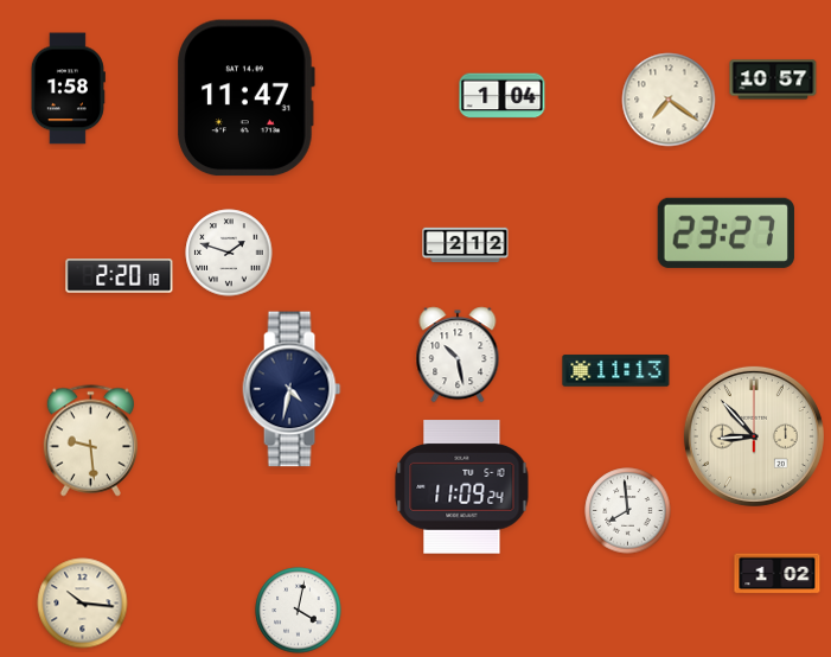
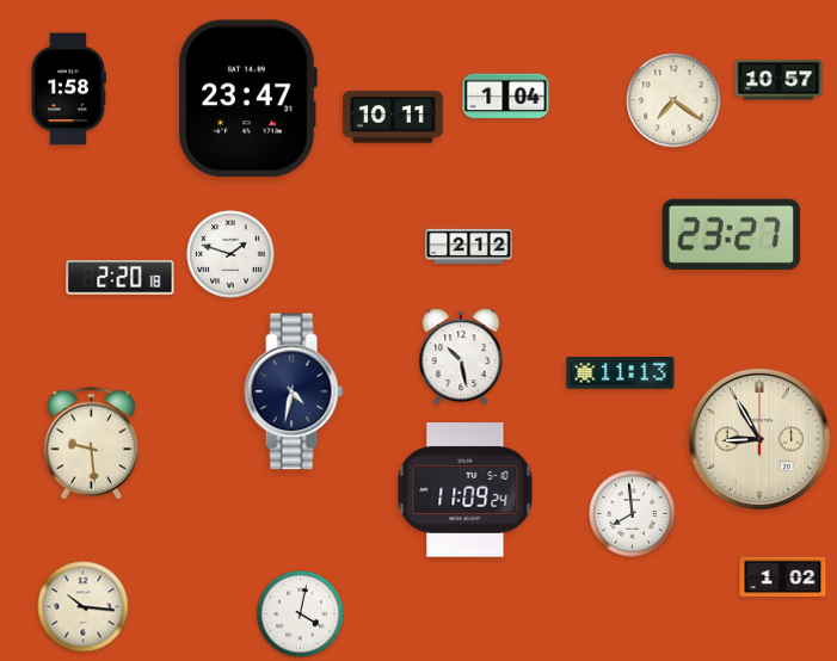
clock at (245, 98): 11:47 -> 23:47
clock at (393, 117): none -> 10:11
clock at (754, 436): 8:53 -> 8:55
